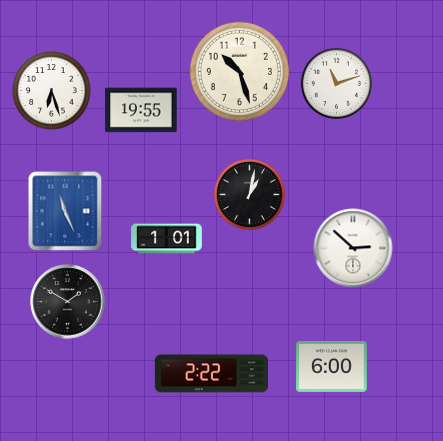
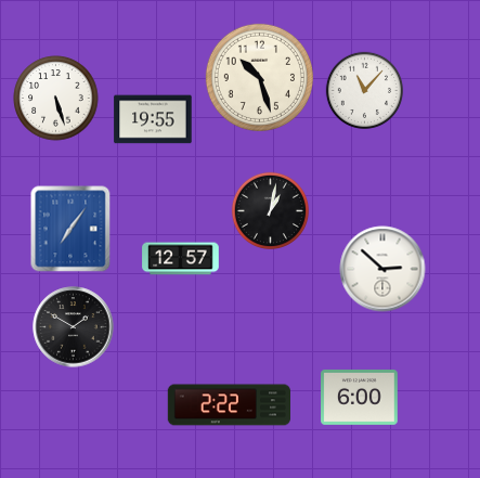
clock at (336, 83): 11:12 -> 11:07
clock at (52, 91): 6:27 -> 5:27
clock at (65, 211): 11:26 -> 7:06
clock at (167, 239): 1:01 -> 12:57
